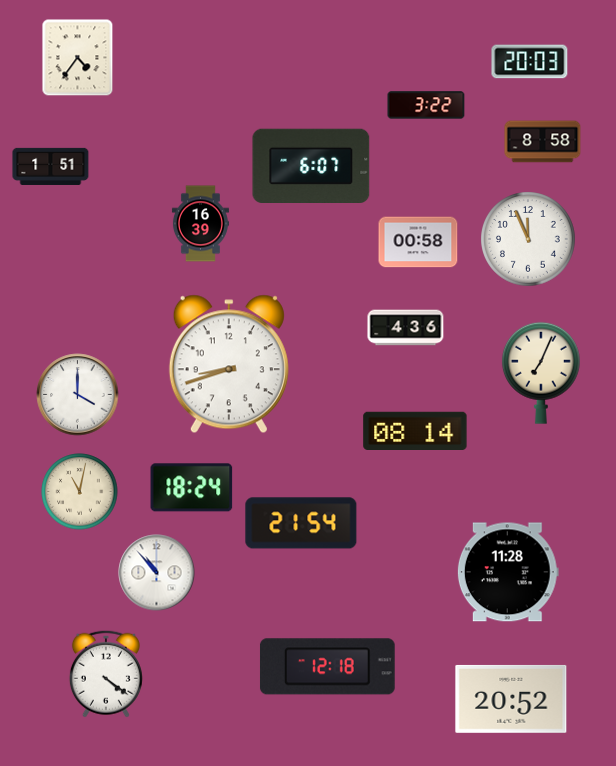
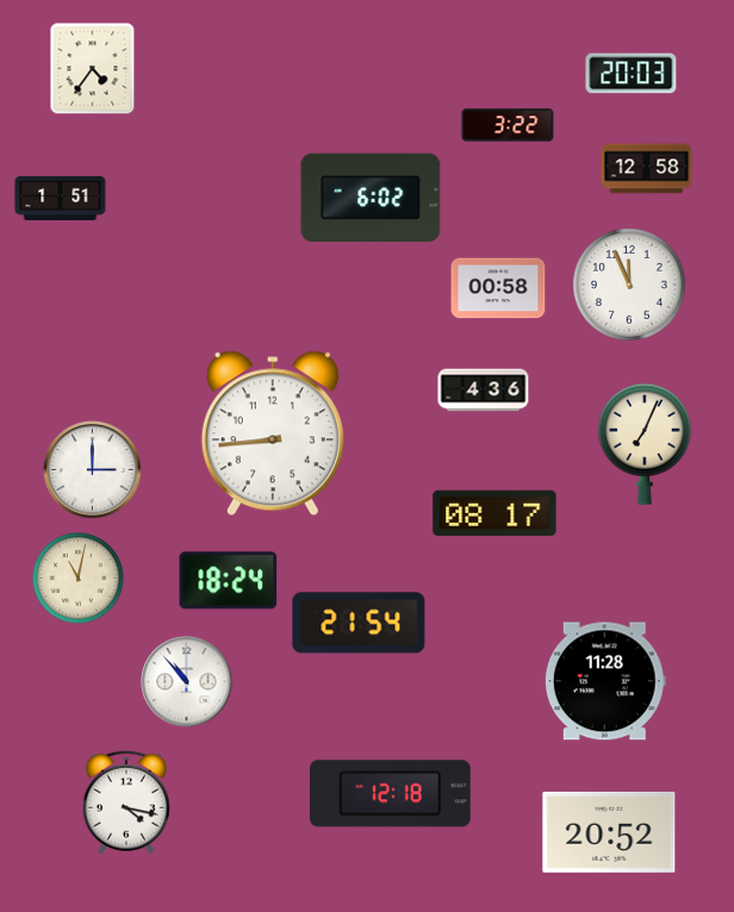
clock at (543, 142): 8:58 -> 12:58
clock at (311, 165): 6:07 -> 6:02
clock at (200, 224): 16:39 -> none
clock at (229, 364): 8:42 -> 8:44
clock at (78, 395): 4:00 -> 3:00
clock at (415, 431): 08:14 -> 08:17
clock at (80, 492) position: (80, 492) -> (79, 579)
clock at (106, 674): 4:21 -> 4:17
